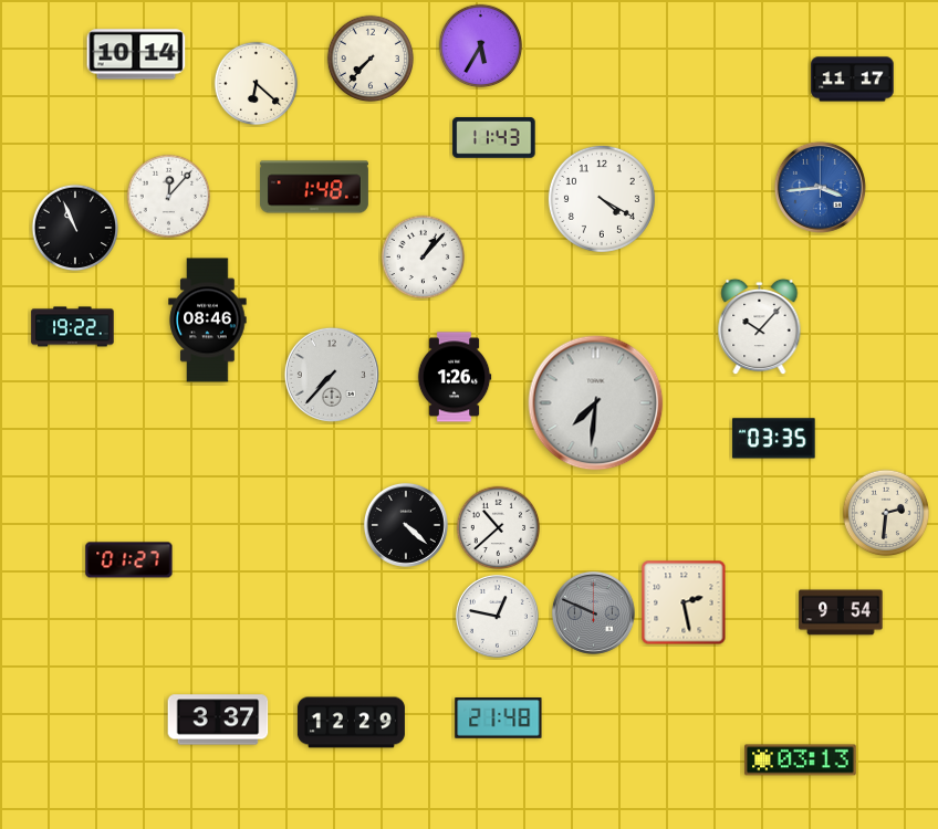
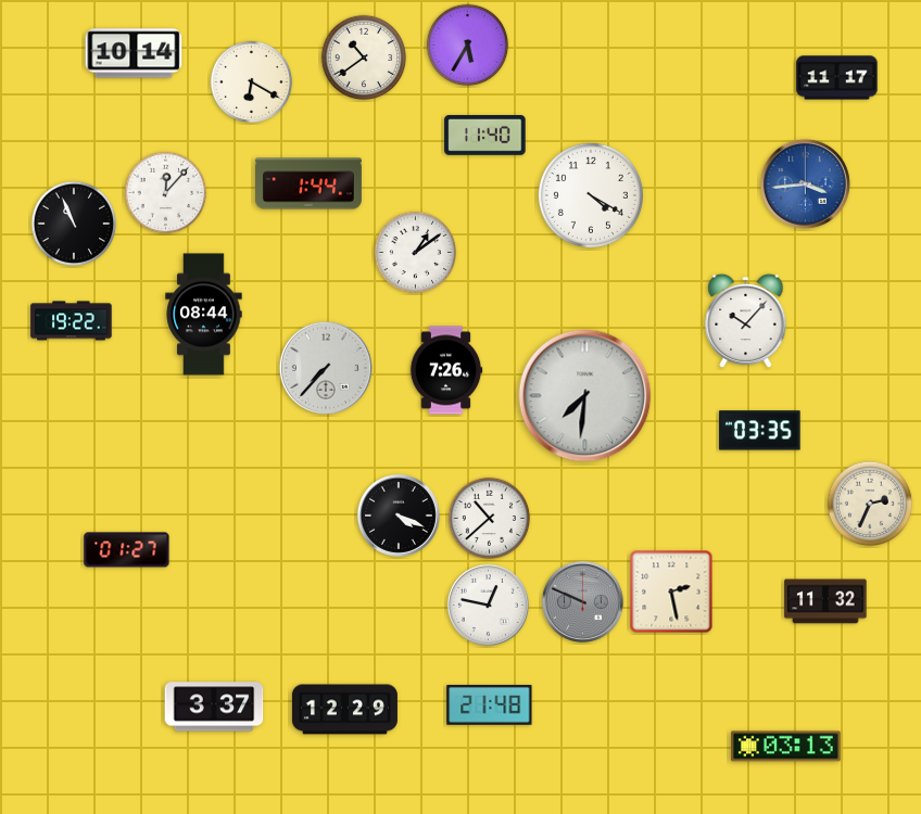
clock at (481, 46) position: (481, 46) -> (468, 46)
clock at (371, 59): 7:37 -> 10:39
clock at (257, 84): 6:22 -> 6:20
clock at (494, 138): 11:43 -> 11:40
clock at (314, 187): 1:48 -> 1:44
clock at (424, 258): 1:07 -> 1:09
clock at (208, 321): 08:46 -> 08:44
clock at (455, 377): 1:26 -> 7:26
clock at (886, 513): 2:31 -> 2:34
clock at (406, 525): 4:22 -> 4:19
clock at (841, 612): 9:54 -> 11:32
